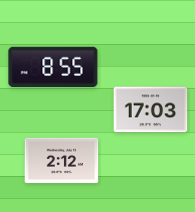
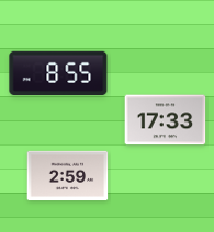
clock at (151, 110): 17:03 -> 17:33
clock at (62, 161): 2:12 -> 2:59
